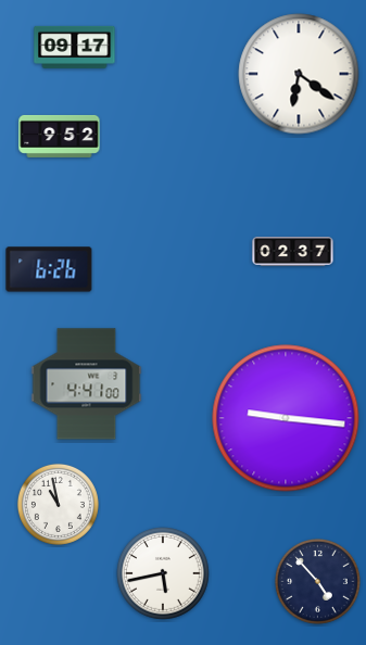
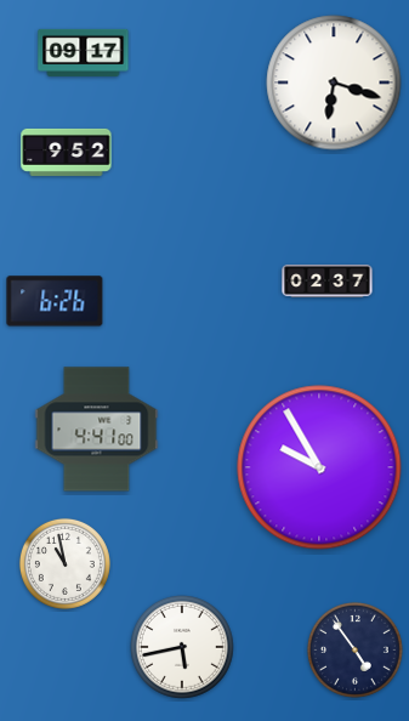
clock at (299, 74): 6:21 -> 6:18
clock at (286, 418): 9:16 -> 9:55
clock at (164, 574) position: (164, 574) -> (183, 648)
clock at (317, 581): 4:53 -> 4:54
